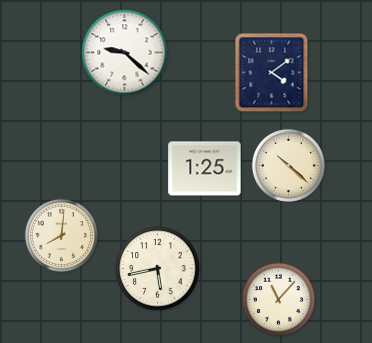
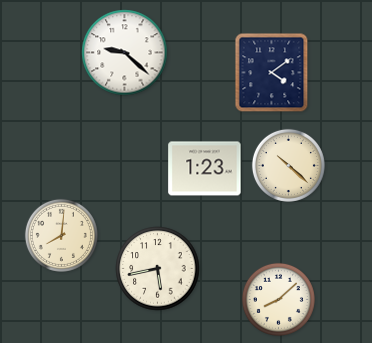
clock at (205, 169): 1:25 -> 1:23
clock at (278, 299): 11:07 -> 8:08
